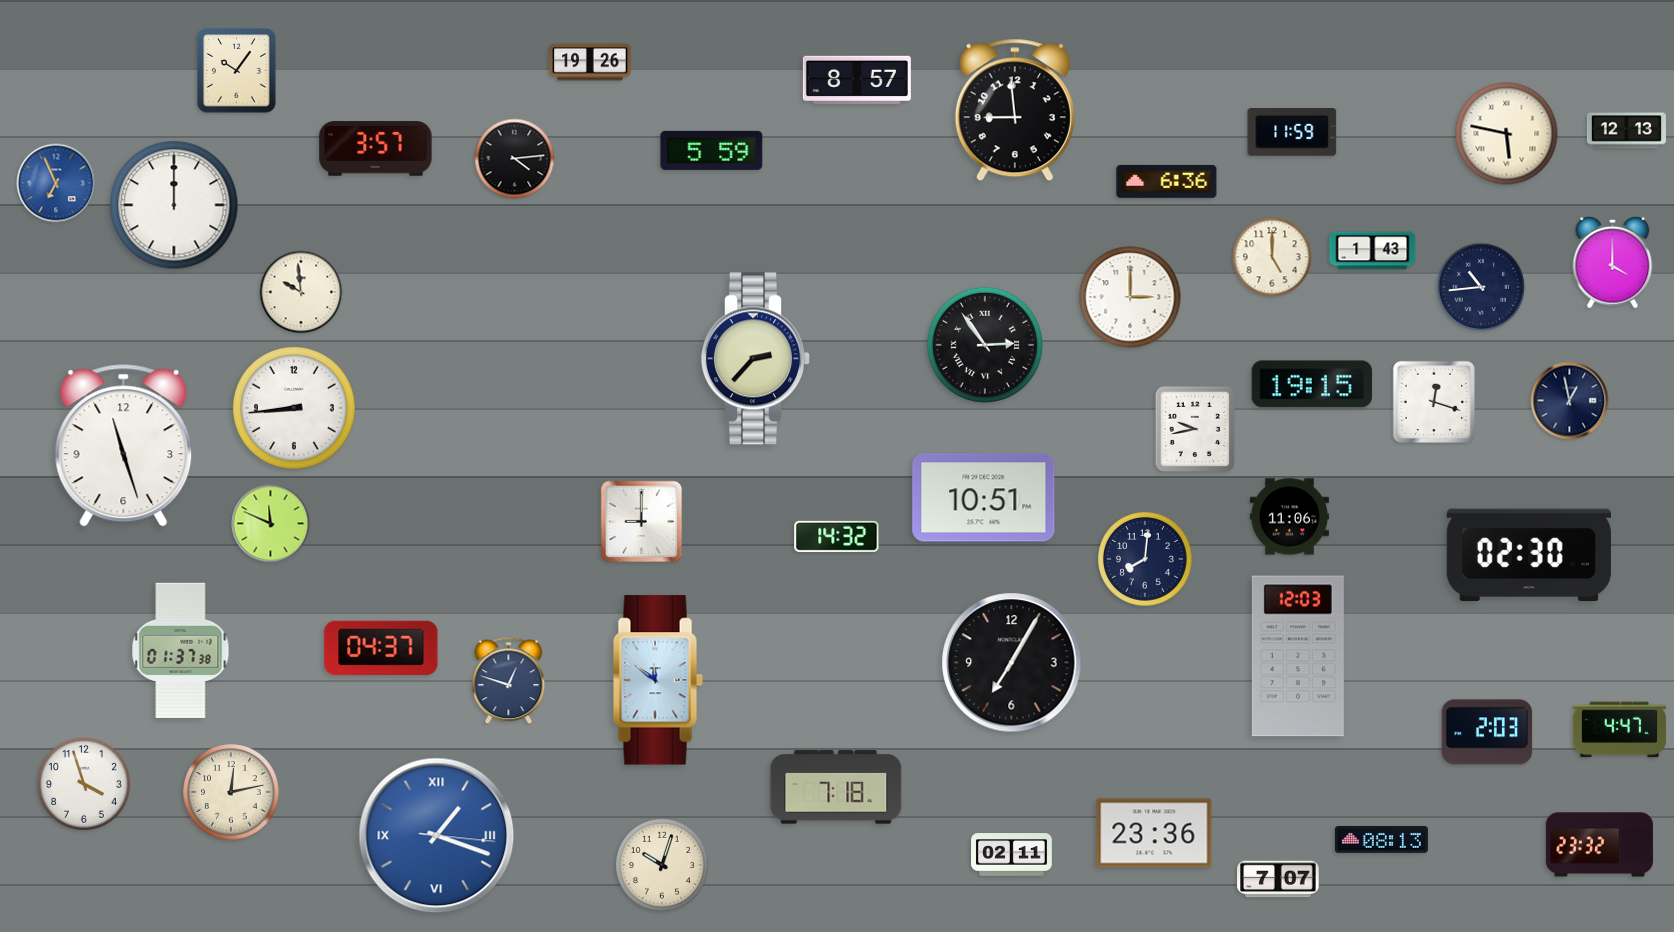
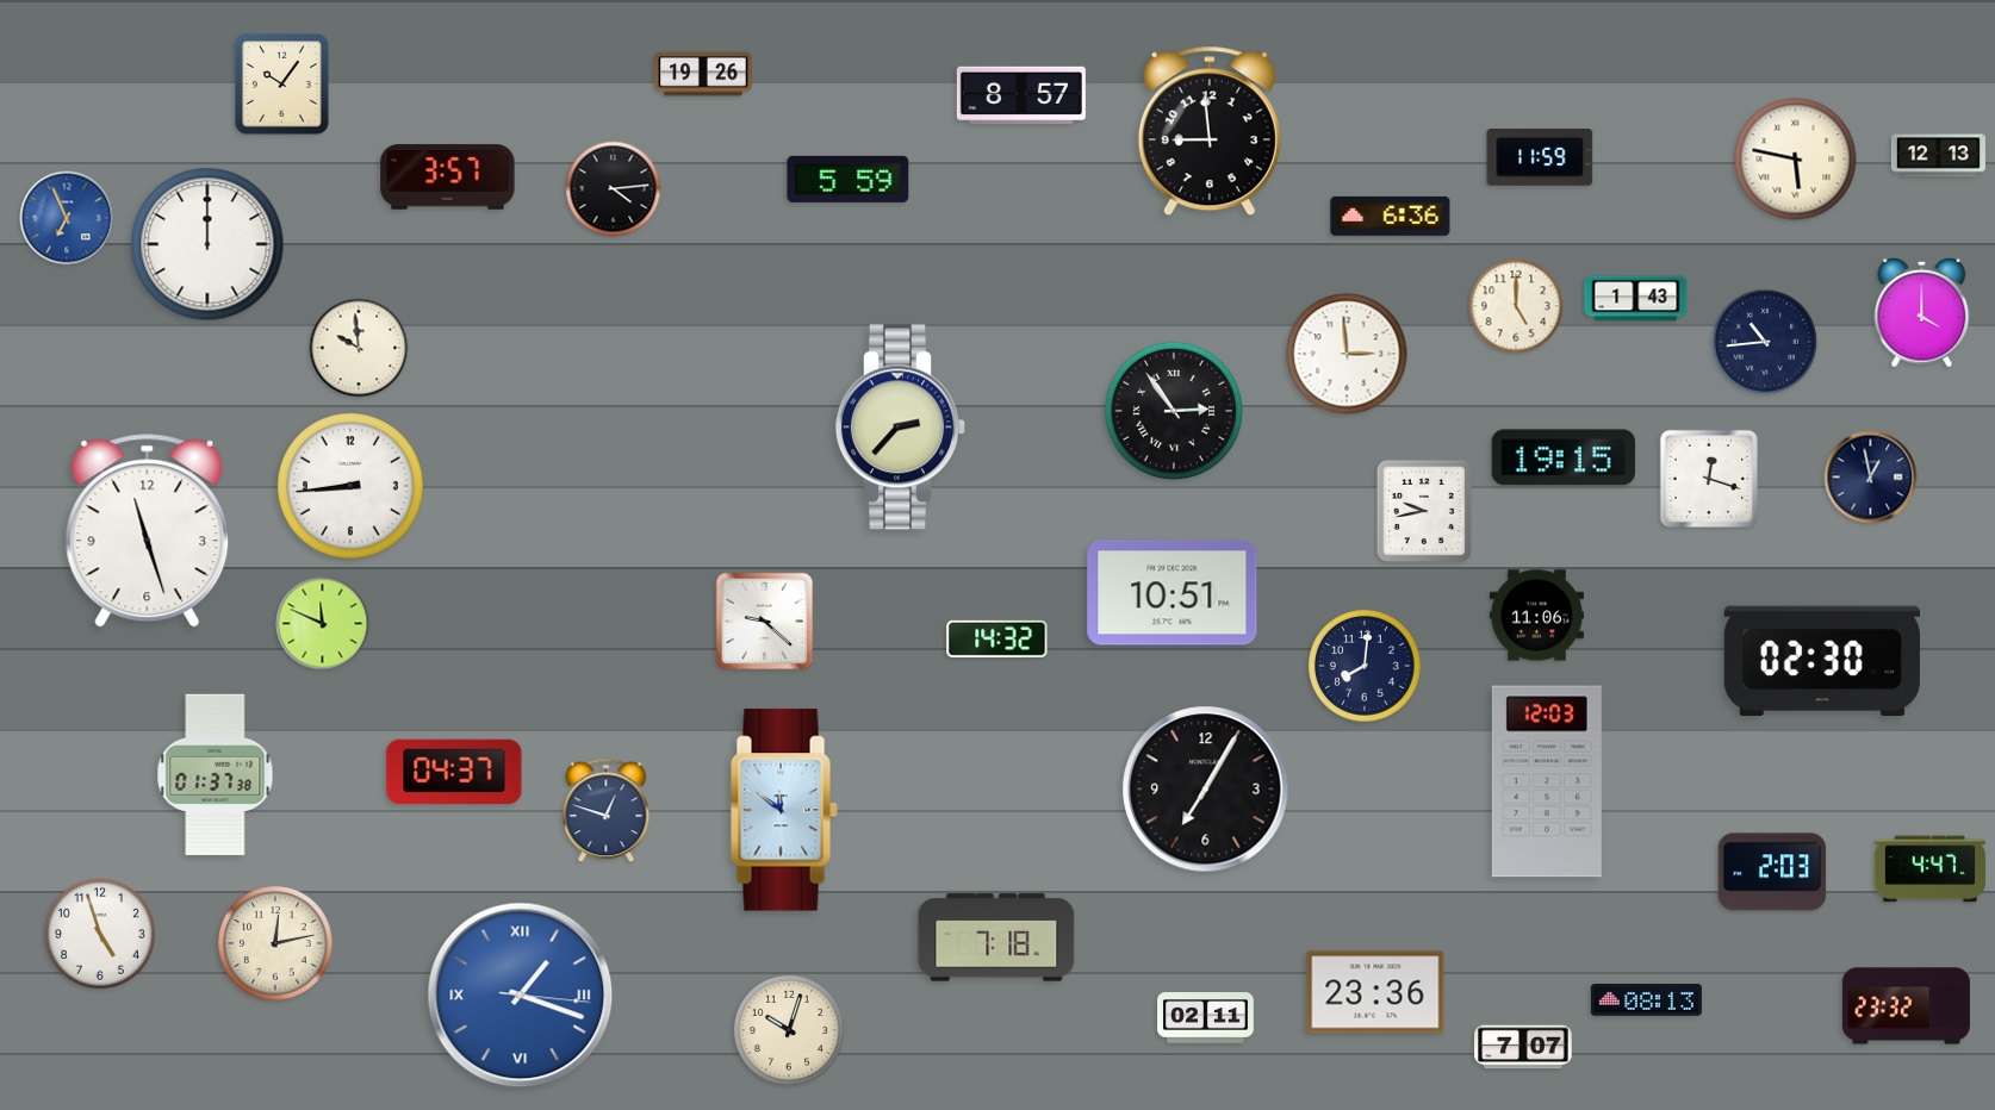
clock at (1130, 297): 3:00 -> 2:59
clock at (642, 522): 9:00 -> 9:22
clock at (84, 784): 3:57 -> 4:57
